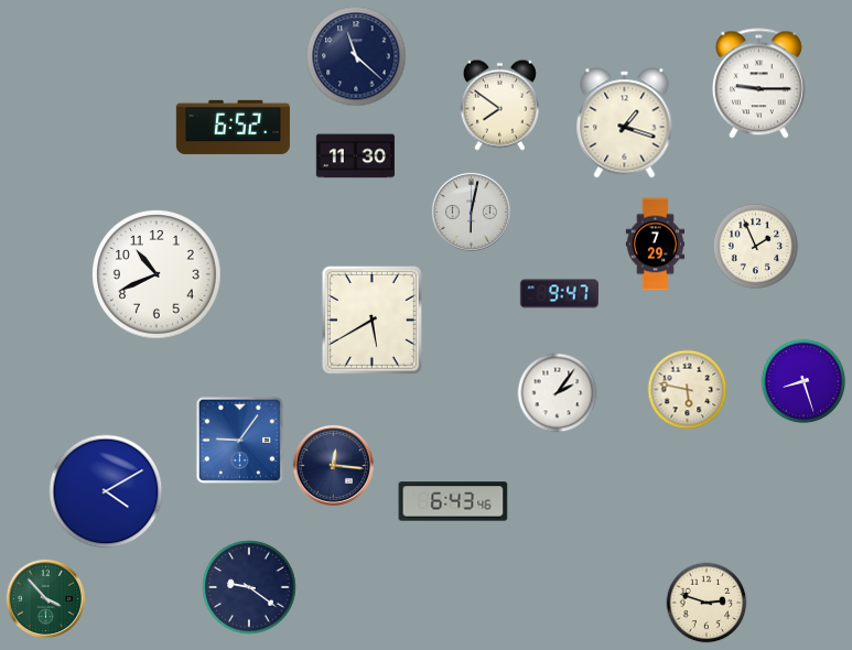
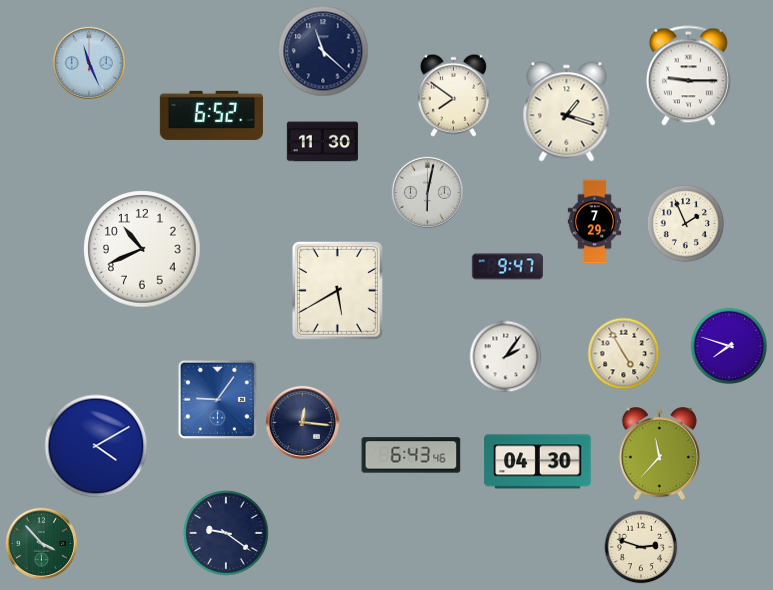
clock at (89, 63): none -> 11:26
clock at (804, 381): 8:27 -> 7:48
clock at (688, 390): 5:47 -> 4:55
clock at (659, 454): none -> 11:37
clock at (538, 462): none -> 04:30
